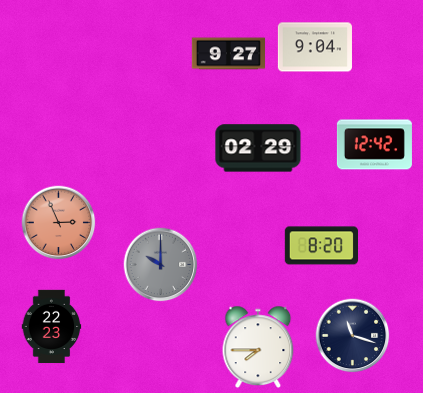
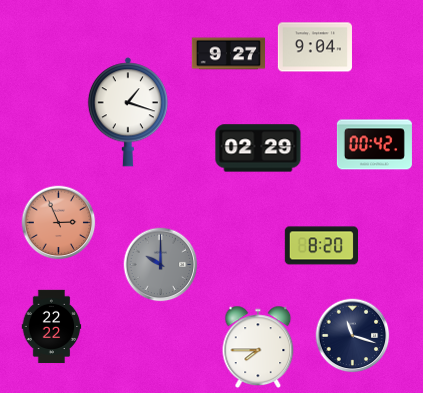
clock at (128, 112): none -> 1:18
clock at (374, 145): 12:42 -> 00:42
clock at (52, 327): 22:23 -> 22:22
